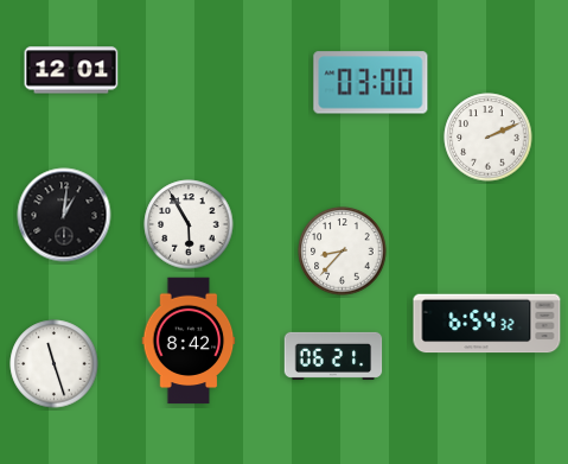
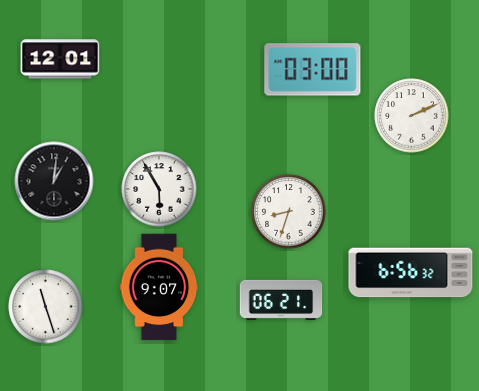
clock at (343, 252): 8:37 -> 8:33
clock at (487, 324): 6:54 -> 6:56
clock at (189, 341): 8:42 -> 9:07
